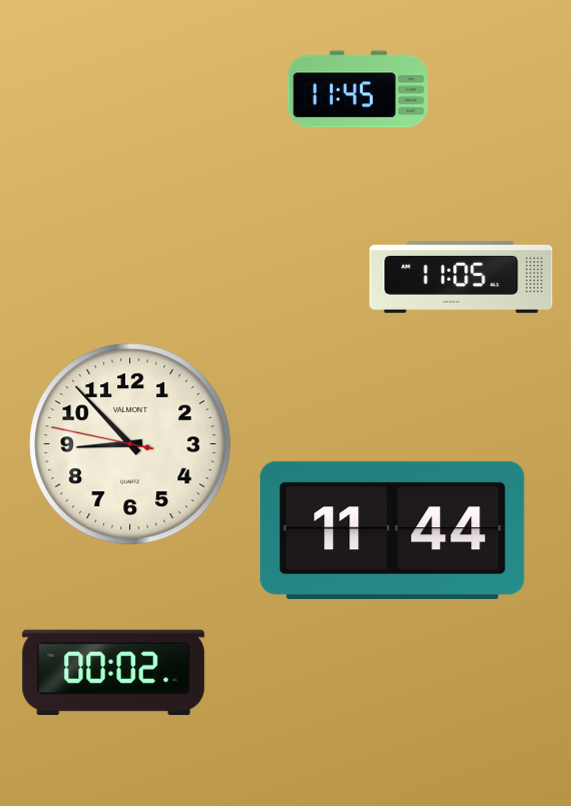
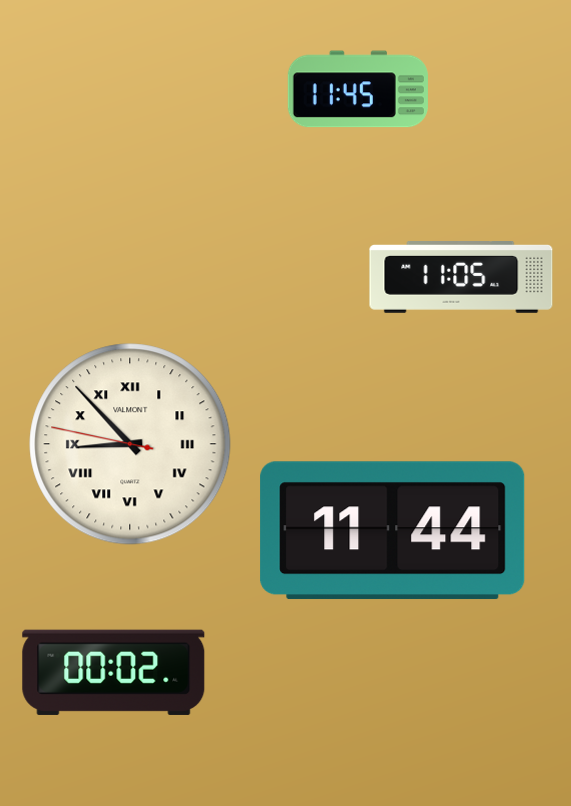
clock at (130, 444) numerals: Arabic -> Roman
